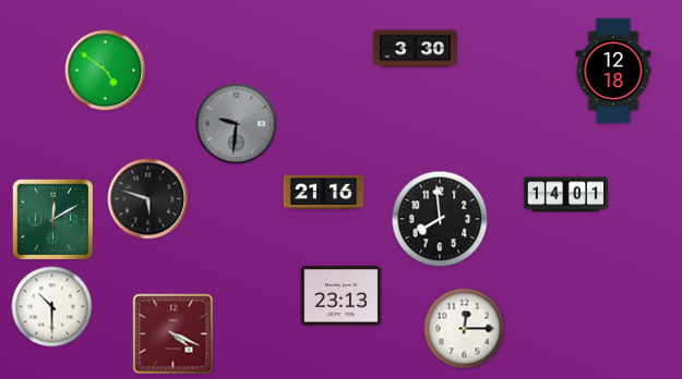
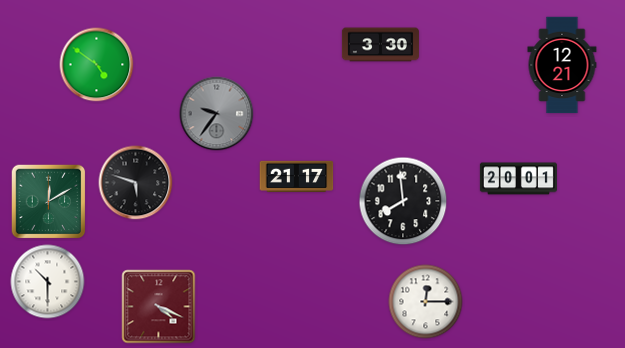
clock at (613, 71): 12:18 -> 12:21
clock at (237, 124): 9:31 -> 9:36
clock at (324, 192): 21:16 -> 21:17
clock at (565, 195): 14:01 -> 20:01
clock at (342, 296): 23:13 -> none
